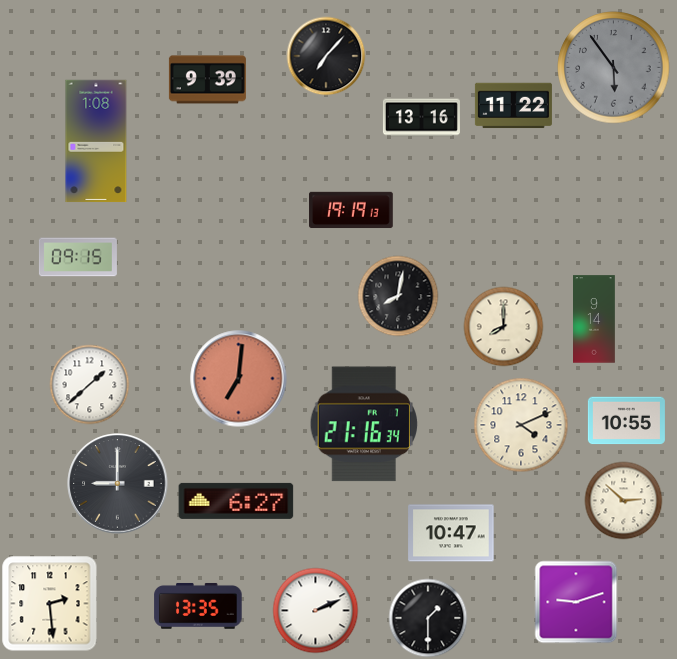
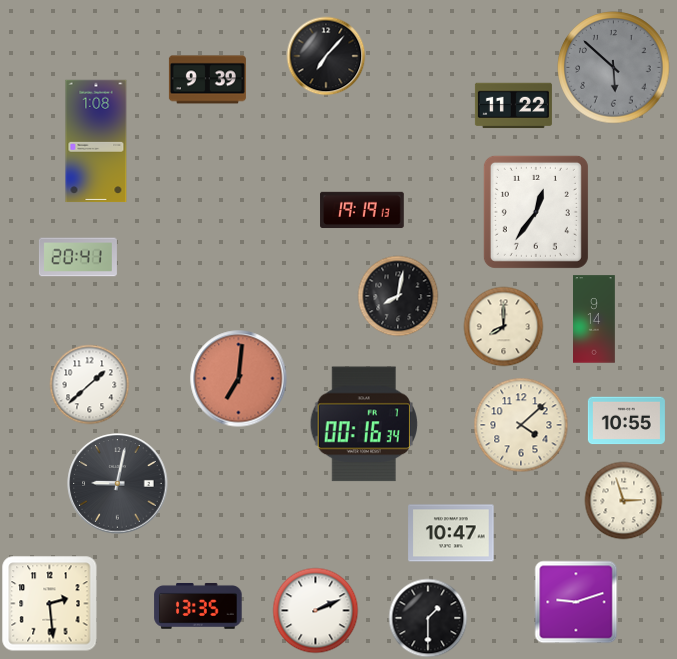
clock at (614, 68): 5:54 -> 5:52
clock at (421, 118): 13:16 -> none
clock at (351, 210) position: (351, 210) -> (362, 210)
clock at (536, 212): none -> 12:36
clock at (78, 257): 09:15 -> 20:41
clock at (364, 424): 21:16 -> 00:16
clock at (521, 425): 4:11 -> 4:08
clock at (118, 484): 9:00 -> 9:02
clock at (623, 500): 2:52 -> 2:57
clock at (236, 501): 6:27 -> none
